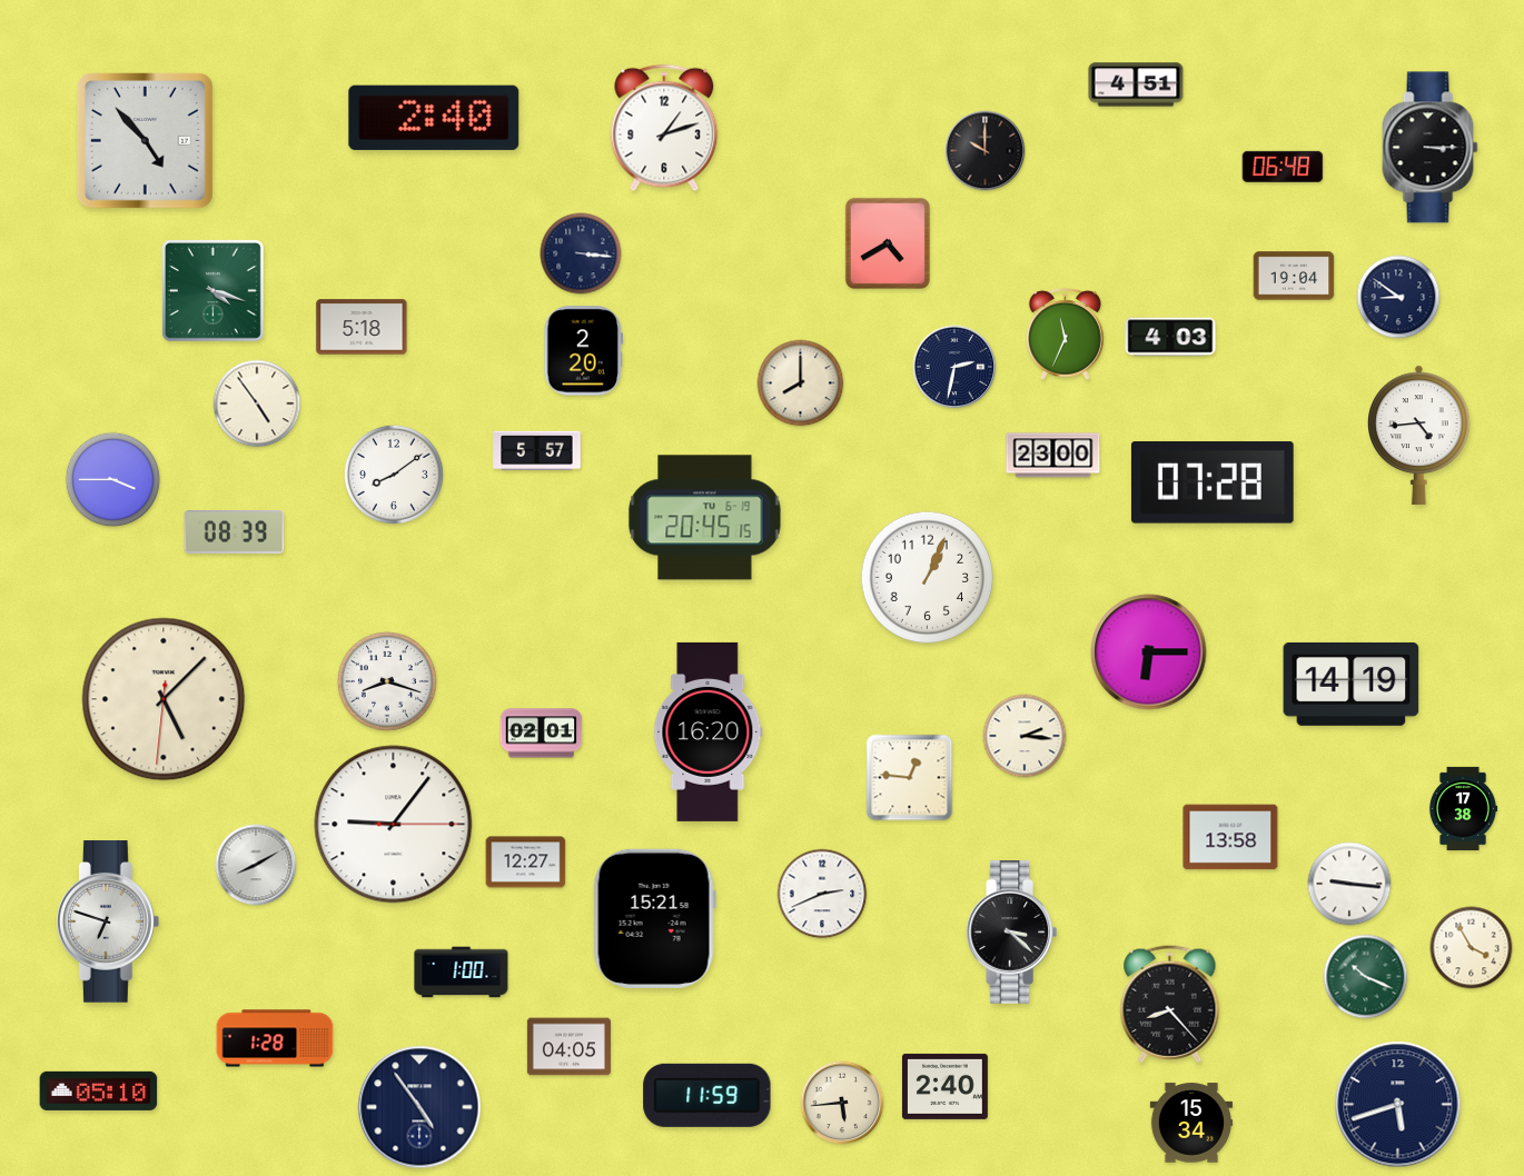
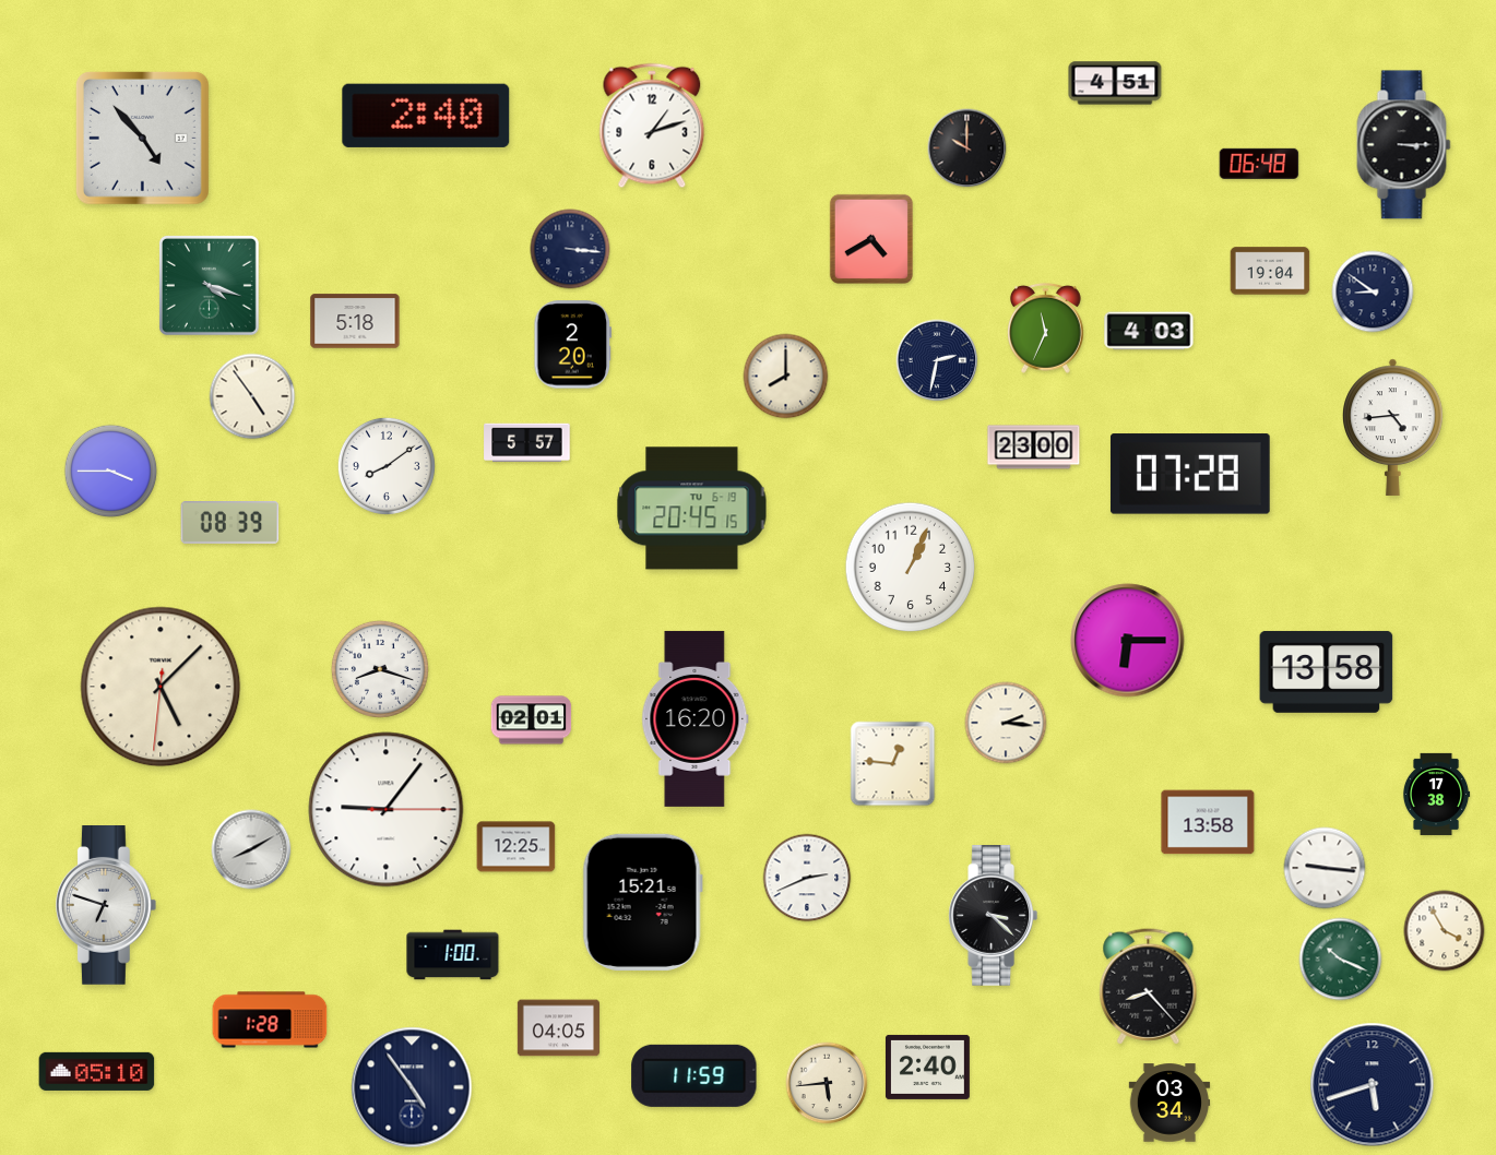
clock at (1352, 684): 14:19 -> 13:58
clock at (526, 863): 12:27 -> 12:25
clock at (1191, 1123): 15:34 -> 03:34
